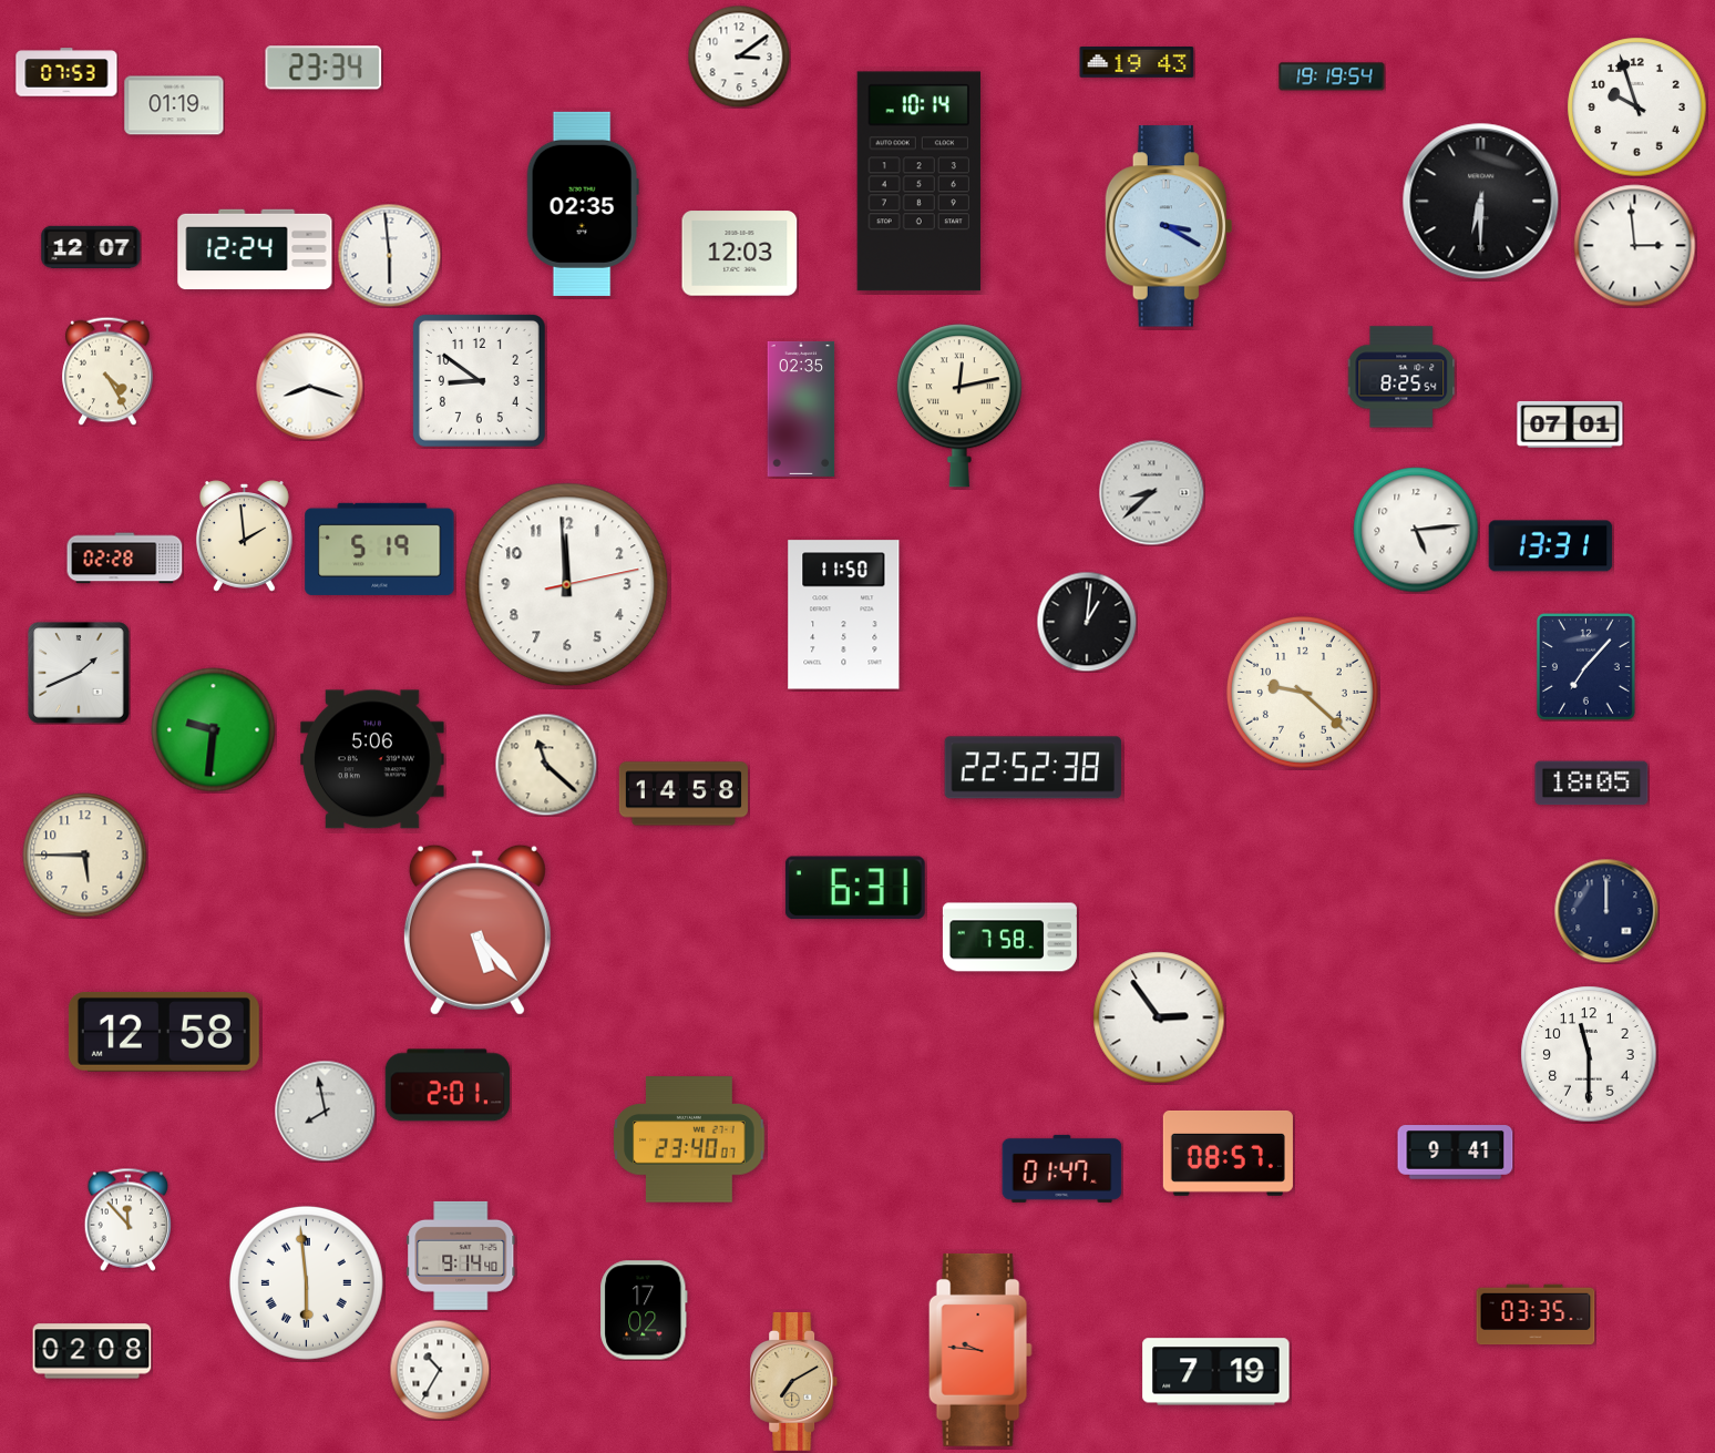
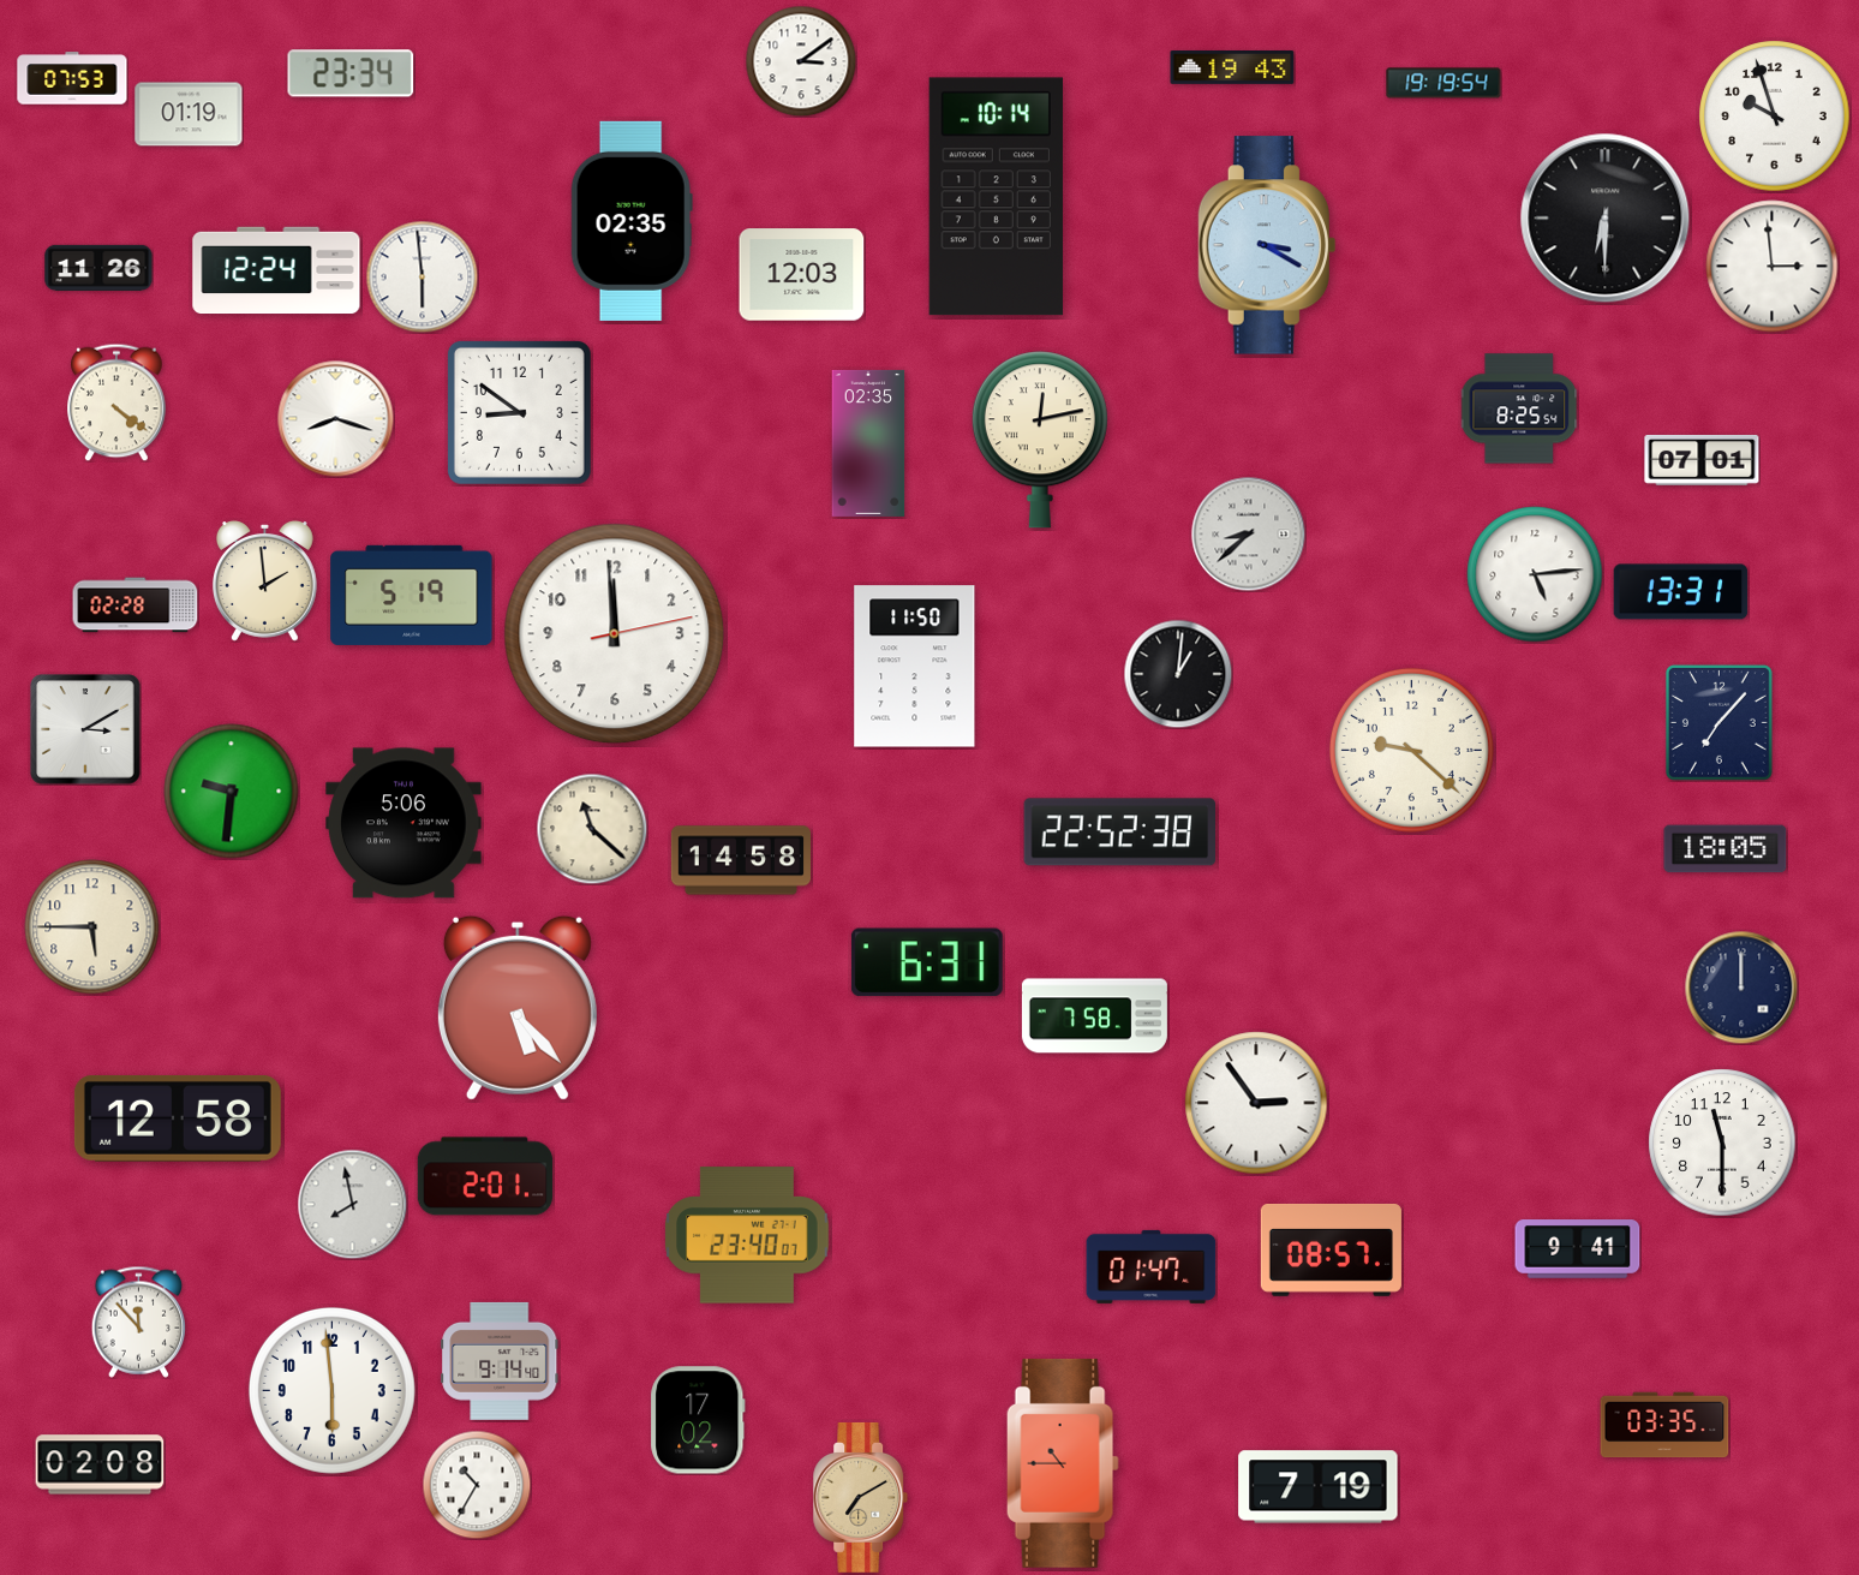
clock at (91, 247): 12:07 -> 11:26
clock at (107, 371): 4:25 -> 4:21
clock at (79, 673): 1:41 -> 3:10
clock at (306, 1282) numerals: Roman -> Arabic
clock at (980, 1350): 9:46 -> 10:45
